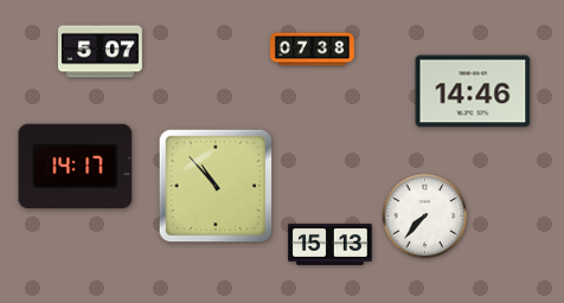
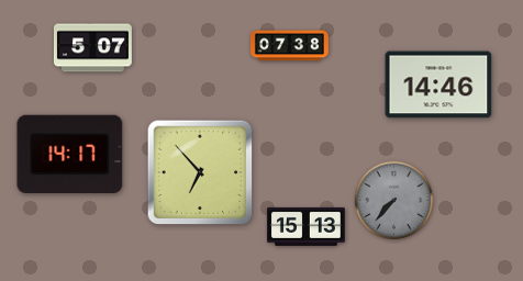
clock at (216, 186): 10:53 -> 6:53
clock at (425, 217) dial: white -> grey
